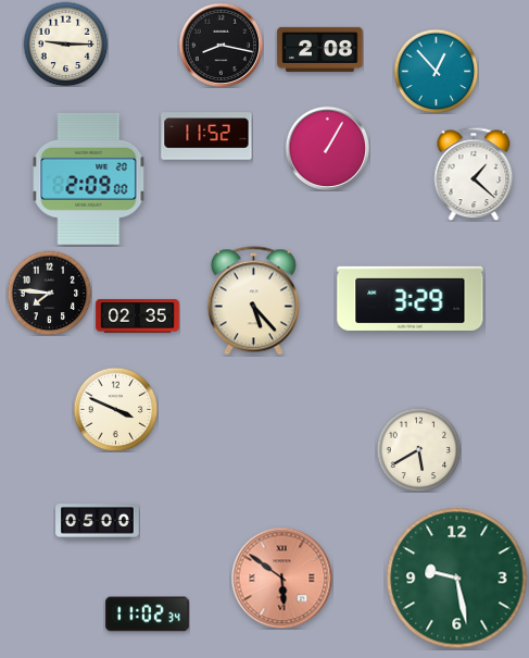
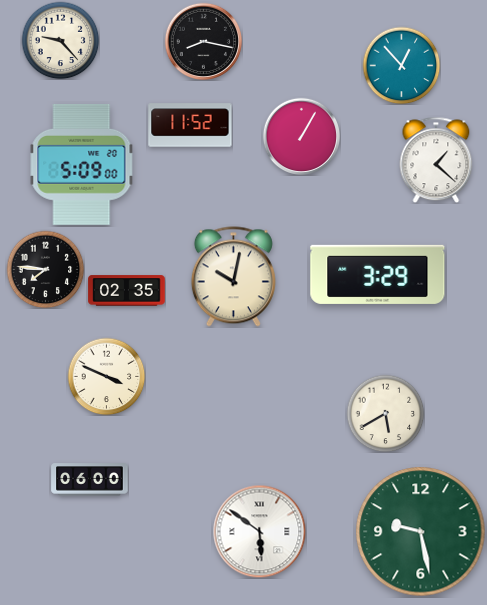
clock at (65, 44): 9:15 -> 9:23
clock at (320, 49): 2:08 -> none
clock at (89, 178): 2:09 -> 5:09
clock at (253, 301): 5:23 -> 10:02
clock at (98, 522): 05:00 -> 06:00
clock at (281, 578) dial: salmon -> white
clock at (148, 614): 11:02 -> none
